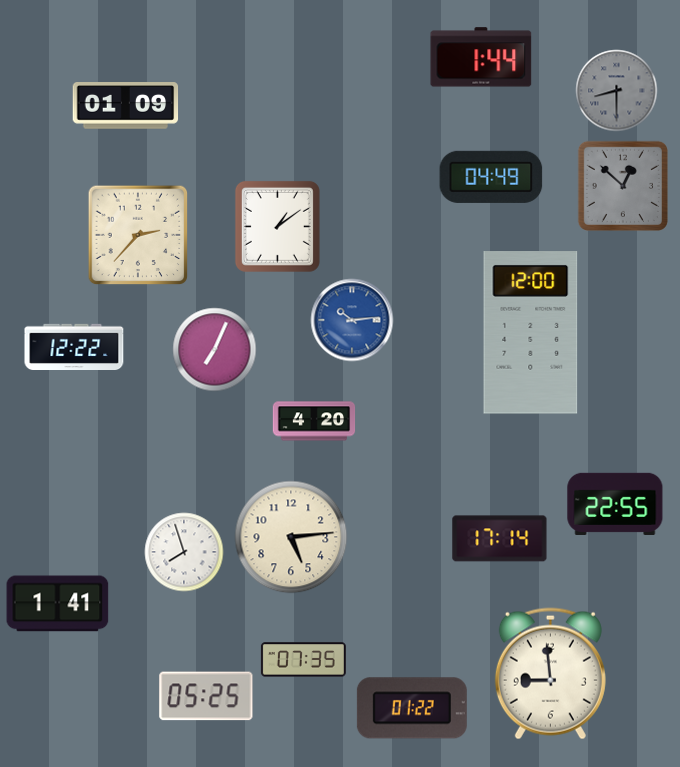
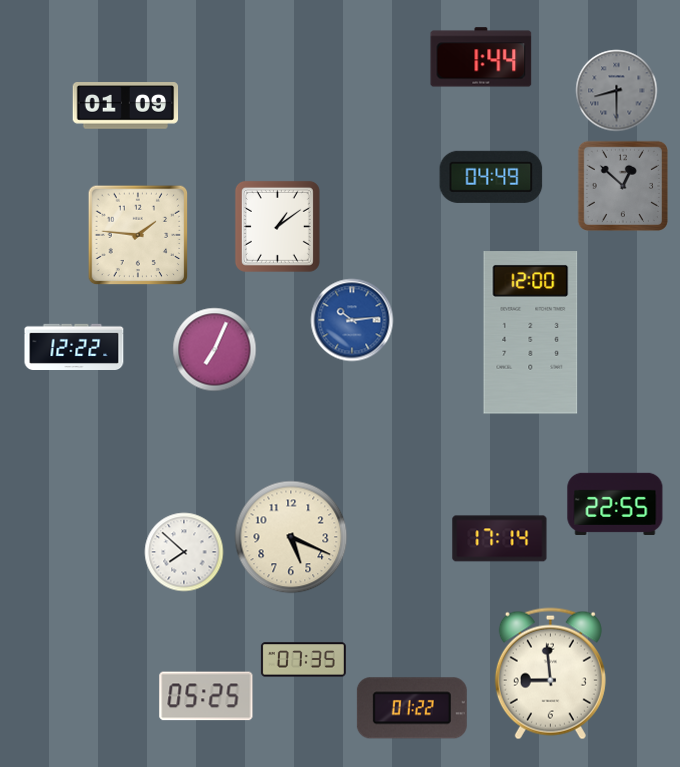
clock at (138, 235): 2:37 -> 1:46
clock at (314, 421): 4:20 -> none
clock at (291, 537): 5:14 -> 5:19
clock at (184, 552): 7:57 -> 7:52
clock at (58, 604): 1:41 -> none
